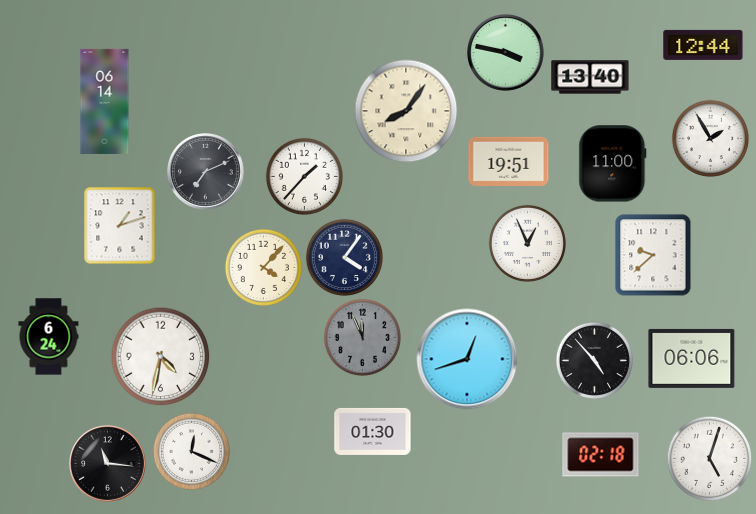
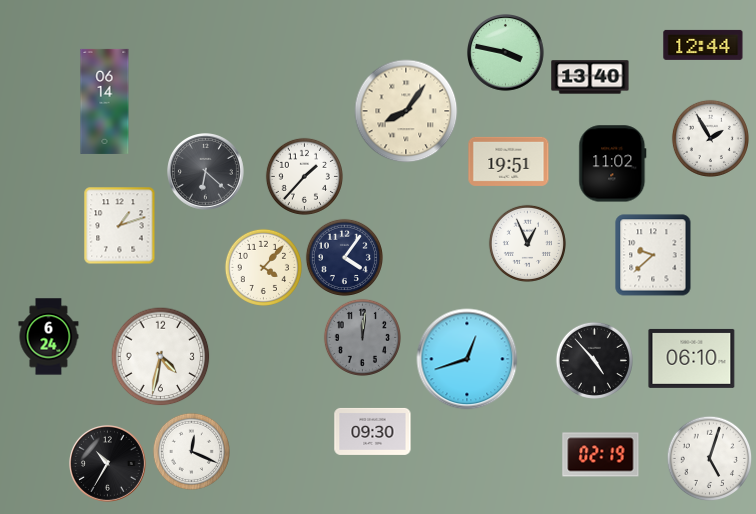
clock at (613, 164): 11:00 -> 11:02
clock at (206, 172): 7:11 -> 6:22
clock at (362, 337): 11:56 -> 12:01
clock at (692, 358): 06:06 -> 06:10
clock at (373, 431): 01:30 -> 09:30
clock at (601, 455): 02:18 -> 02:19
clock at (108, 464): 11:16 -> 10:35
